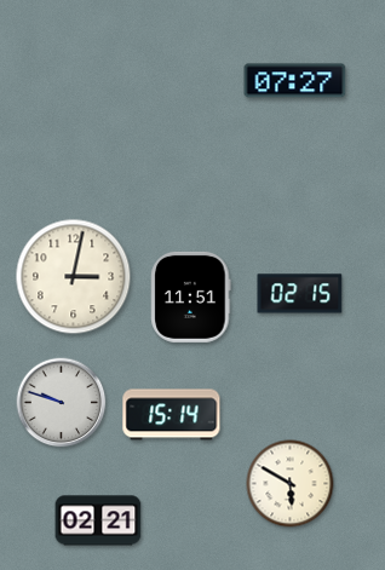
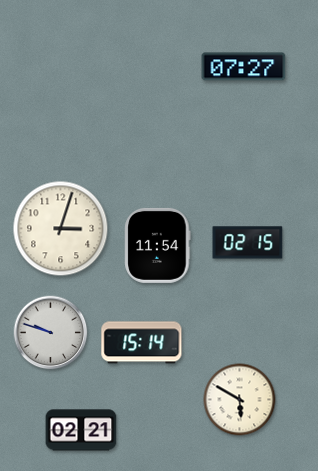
clock at (74, 277): 3:02 -> 3:03
clock at (191, 296): 11:51 -> 11:54
